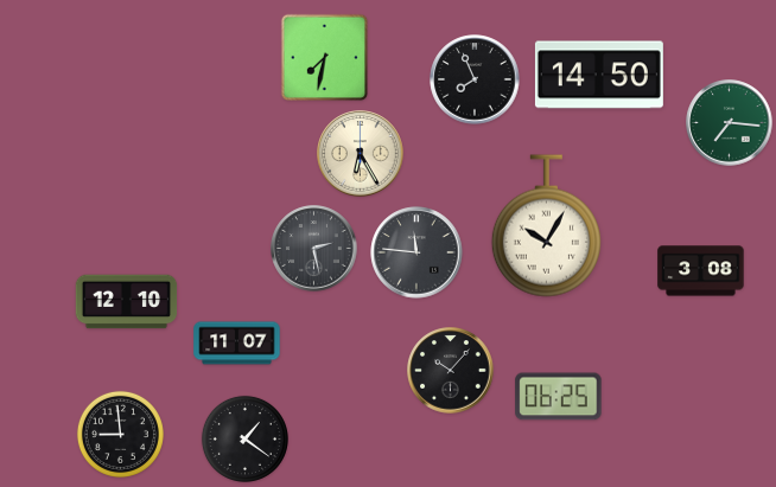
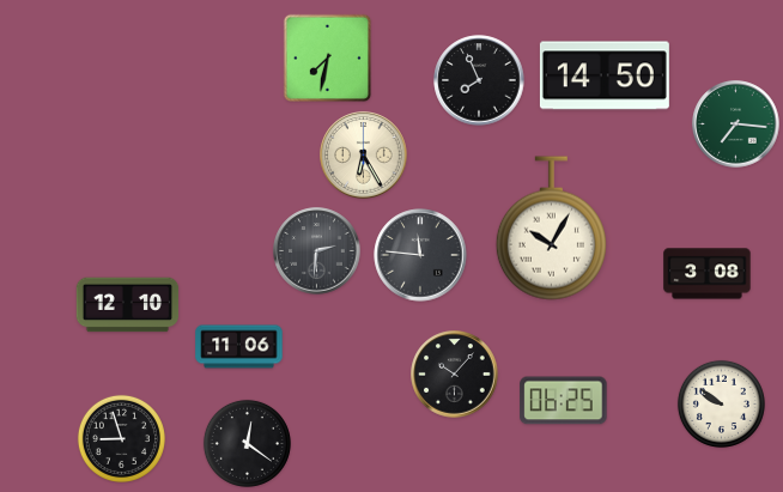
clock at (314, 249): 2:28 -> 2:31
clock at (237, 344): 11:07 -> 11:06
clock at (721, 403): none -> 9:51
clock at (120, 434): 8:59 -> 8:57
clock at (244, 438): 1:21 -> 12:21
